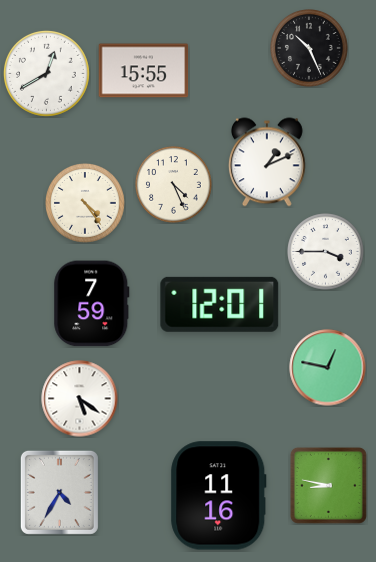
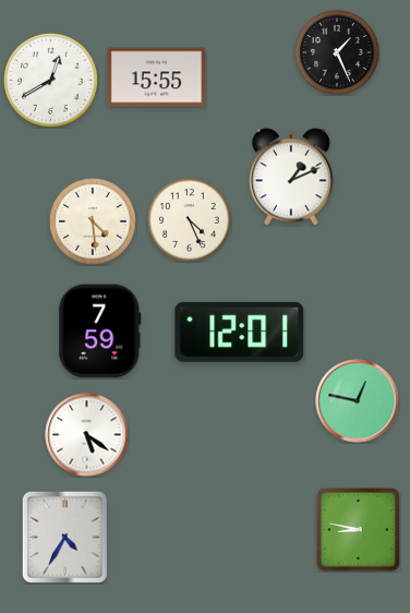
clock at (309, 48): 10:26 -> 1:26
clock at (174, 185) position: (174, 185) -> (190, 220)
clock at (86, 204): 4:24 -> 4:29
clock at (326, 252): 3:45 -> none
clock at (219, 496): 11:16 -> none
